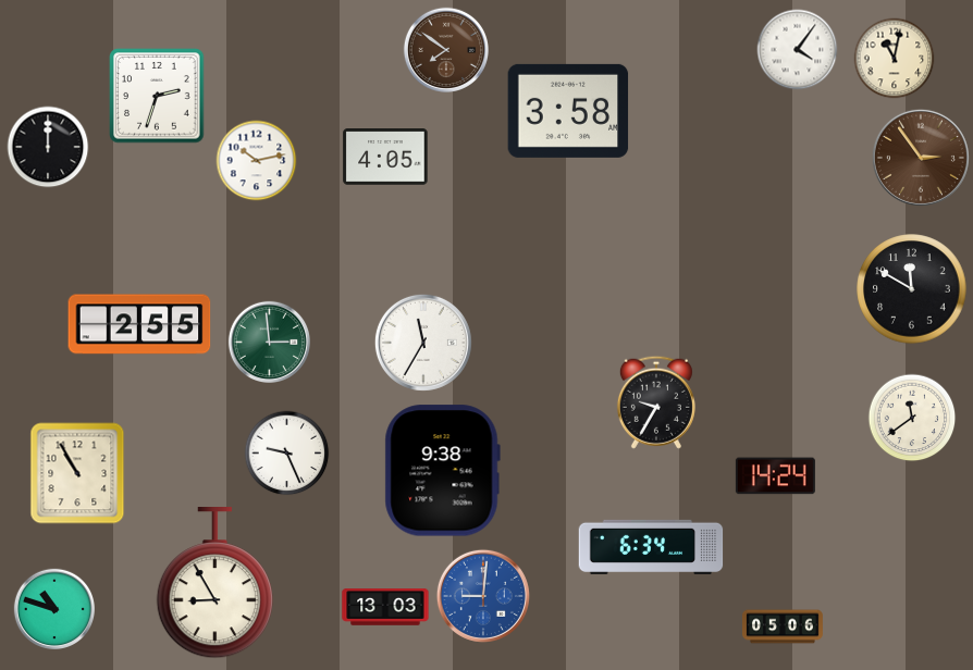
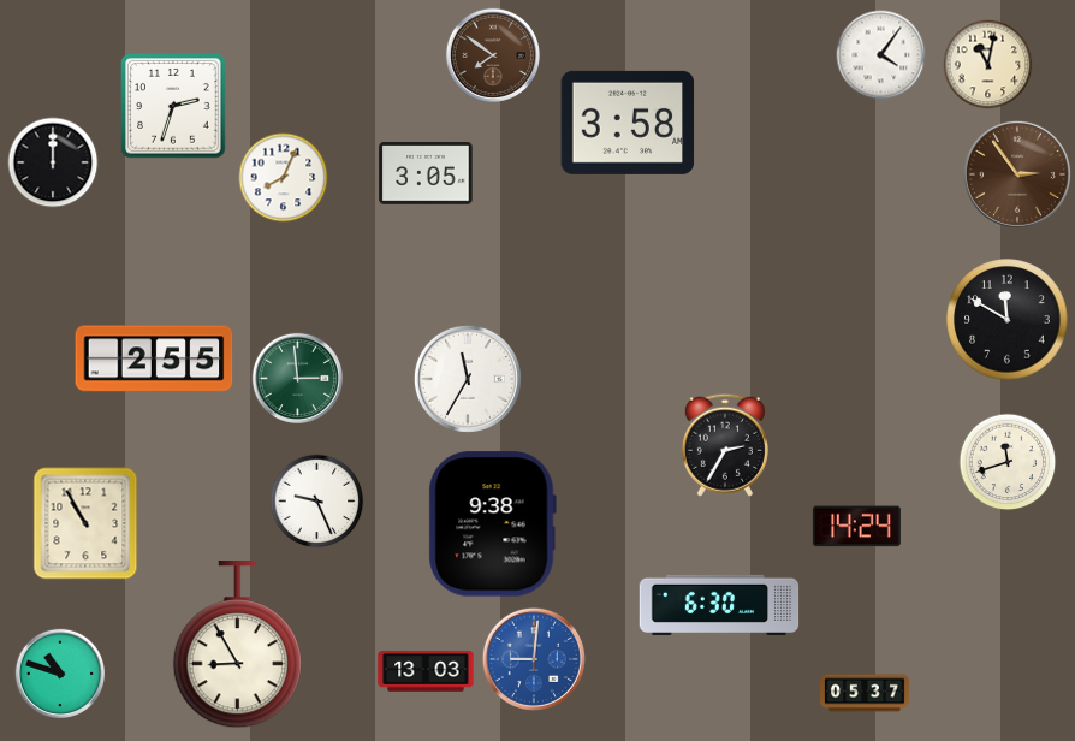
clock at (385, 157): 4:05 -> 3:05
clock at (257, 161): 10:13 -> 8:04
clock at (656, 402): 9:35 -> 2:35
clock at (912, 418): 11:39 -> 11:42
clock at (442, 471) position: (442, 471) -> (492, 524)
clock at (651, 547): 6:34 -> 6:30
clock at (784, 626): 05:06 -> 05:37
